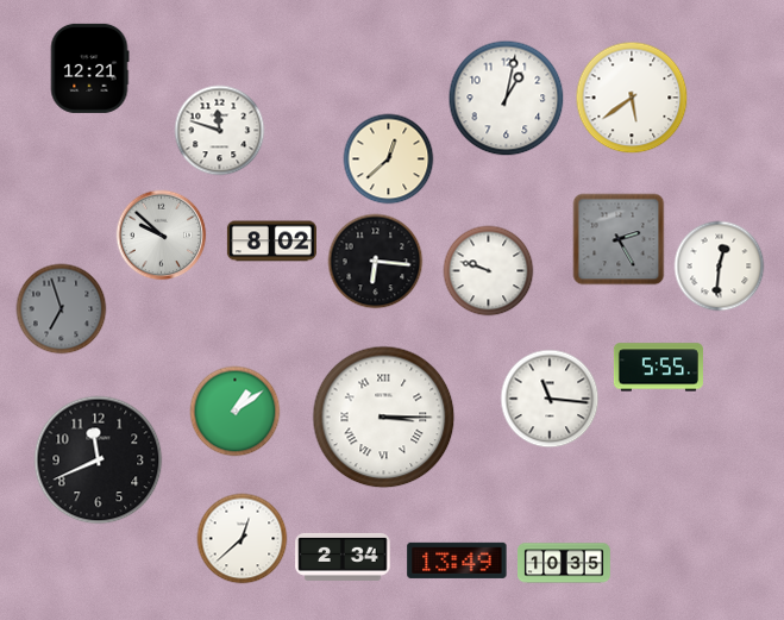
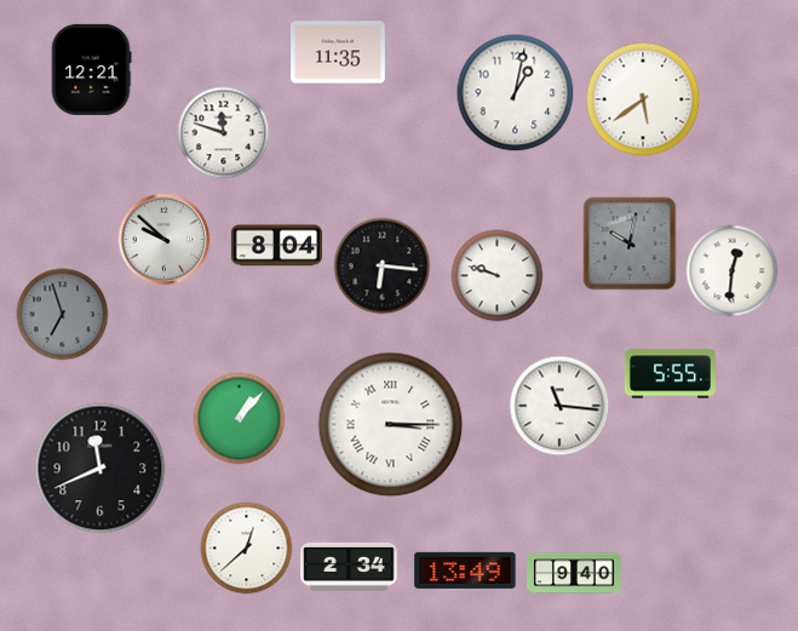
clock at (339, 52): none -> 11:35
clock at (507, 99) position: (507, 99) -> (516, 93)
clock at (389, 159): 12:38 -> none
clock at (619, 239): 2:25 -> 10:02
clock at (271, 242): 8:02 -> 8:04
clock at (236, 412): 1:09 -> 1:07
clock at (565, 563): 10:35 -> 9:40
